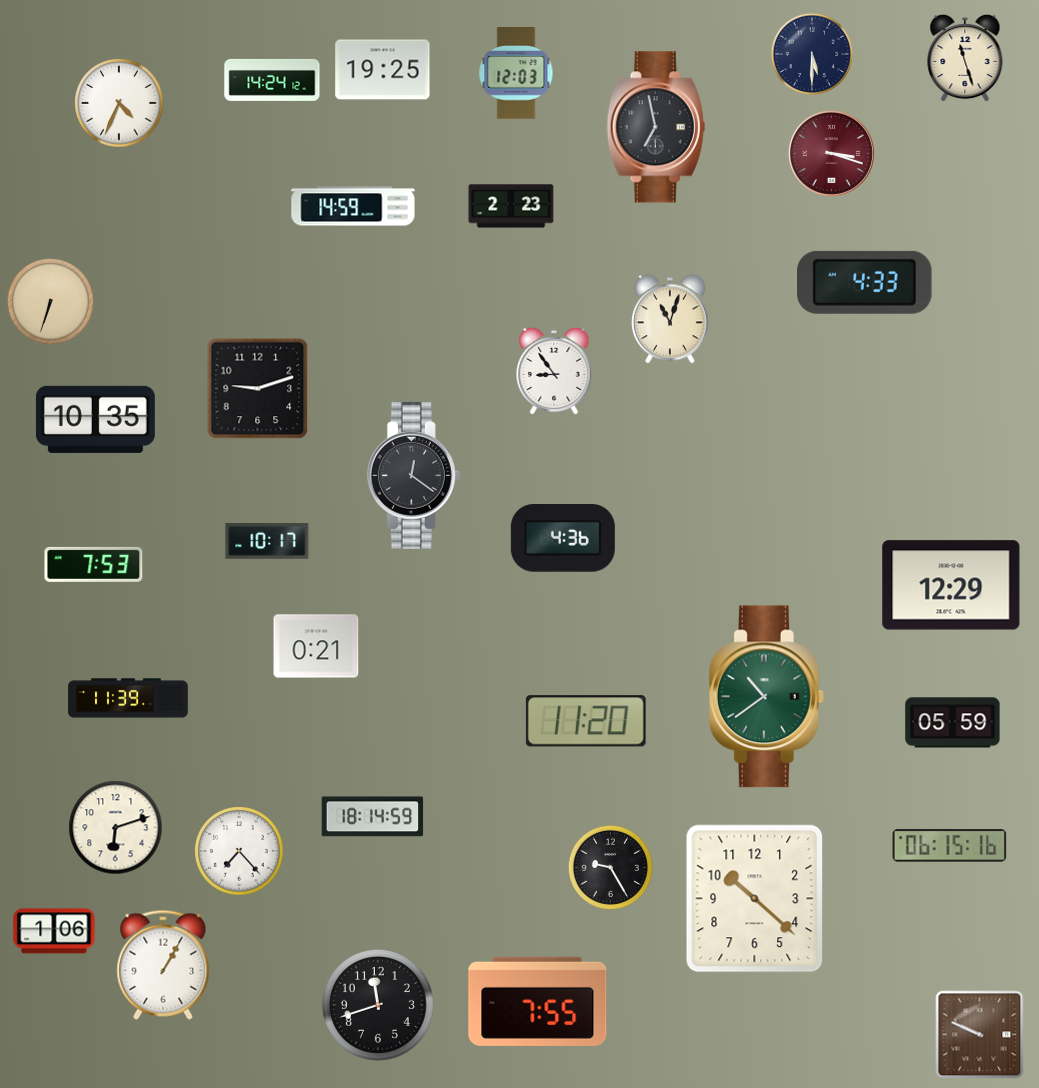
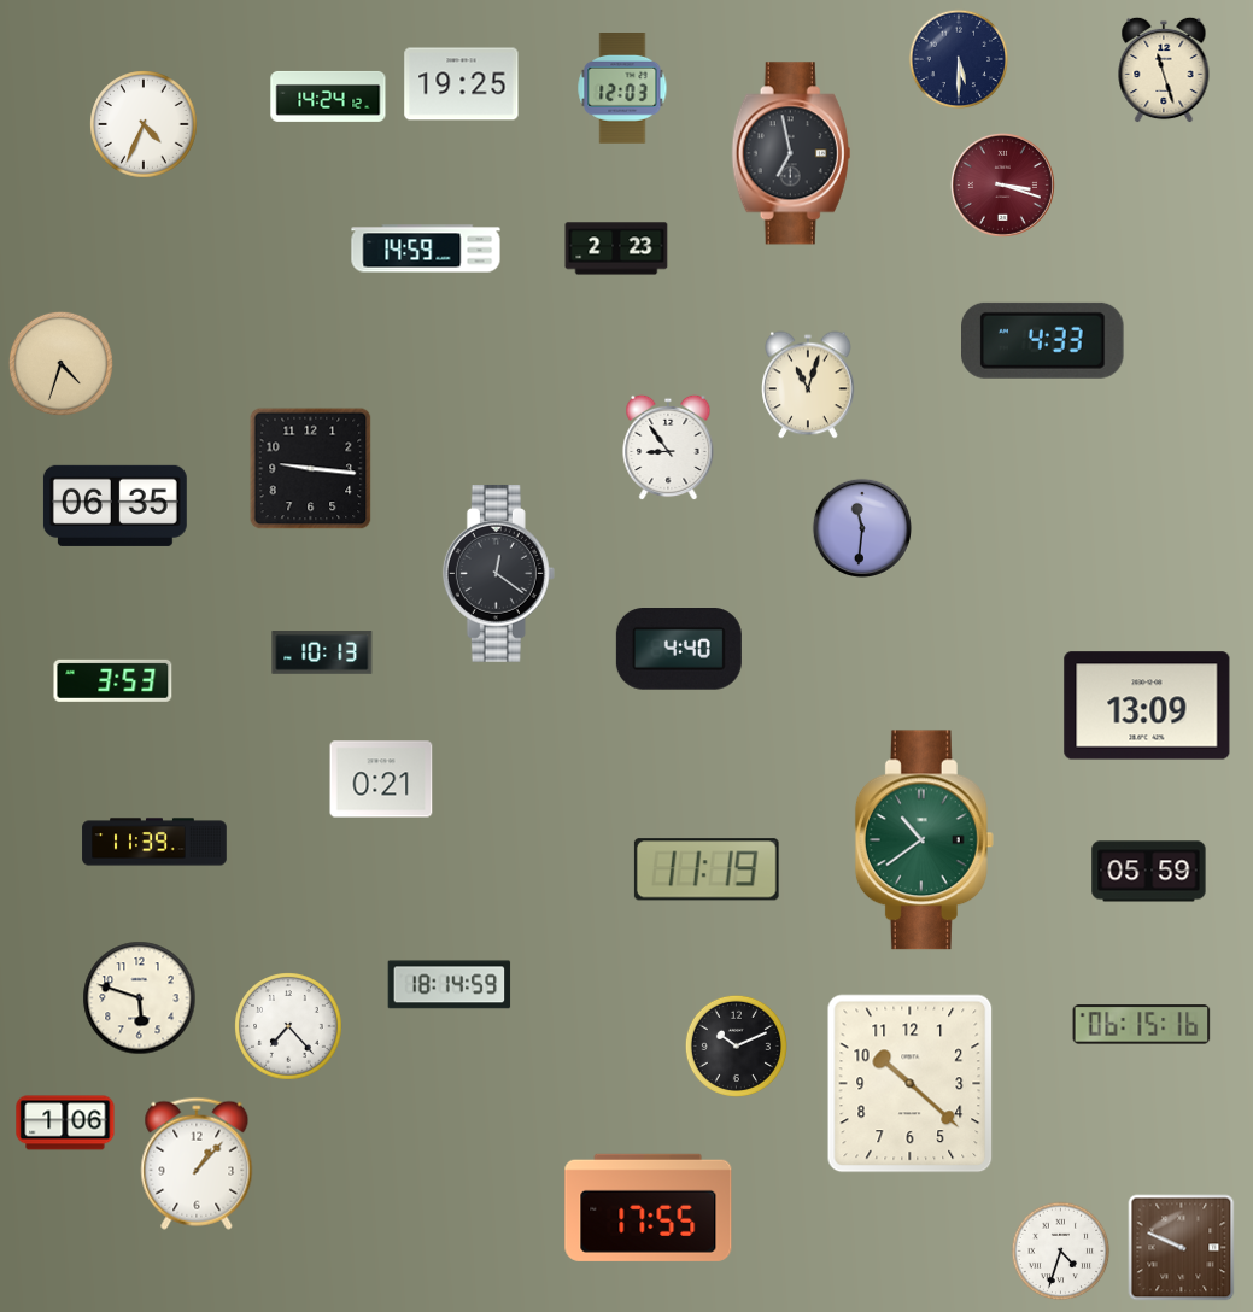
clock at (812, 54) position: (812, 54) -> (959, 59)
clock at (50, 301): 6:33 -> 4:33
clock at (258, 389): 9:12 -> 9:16
clock at (95, 419): 10:35 -> 06:35
clock at (862, 528): none -> 11:31
clock at (563, 539): 4:36 -> 4:40
clock at (267, 541): 10:17 -> 10:13
clock at (94, 564): 7:53 -> 3:53
clock at (951, 585): 12:29 -> 13:09
clock at (586, 721): 11:20 -> 11:19
clock at (116, 828): 6:12 -> 5:48
clock at (950, 846) position: (950, 846) -> (1142, 1025)
clock at (610, 867): 9:25 -> 10:11
clock at (163, 965): 1:05 -> 1:07
clock at (538, 1001): 7:55 -> 17:55
clock at (378, 1005): 11:42 -> none
clock at (1061, 1252): none -> 4:33
